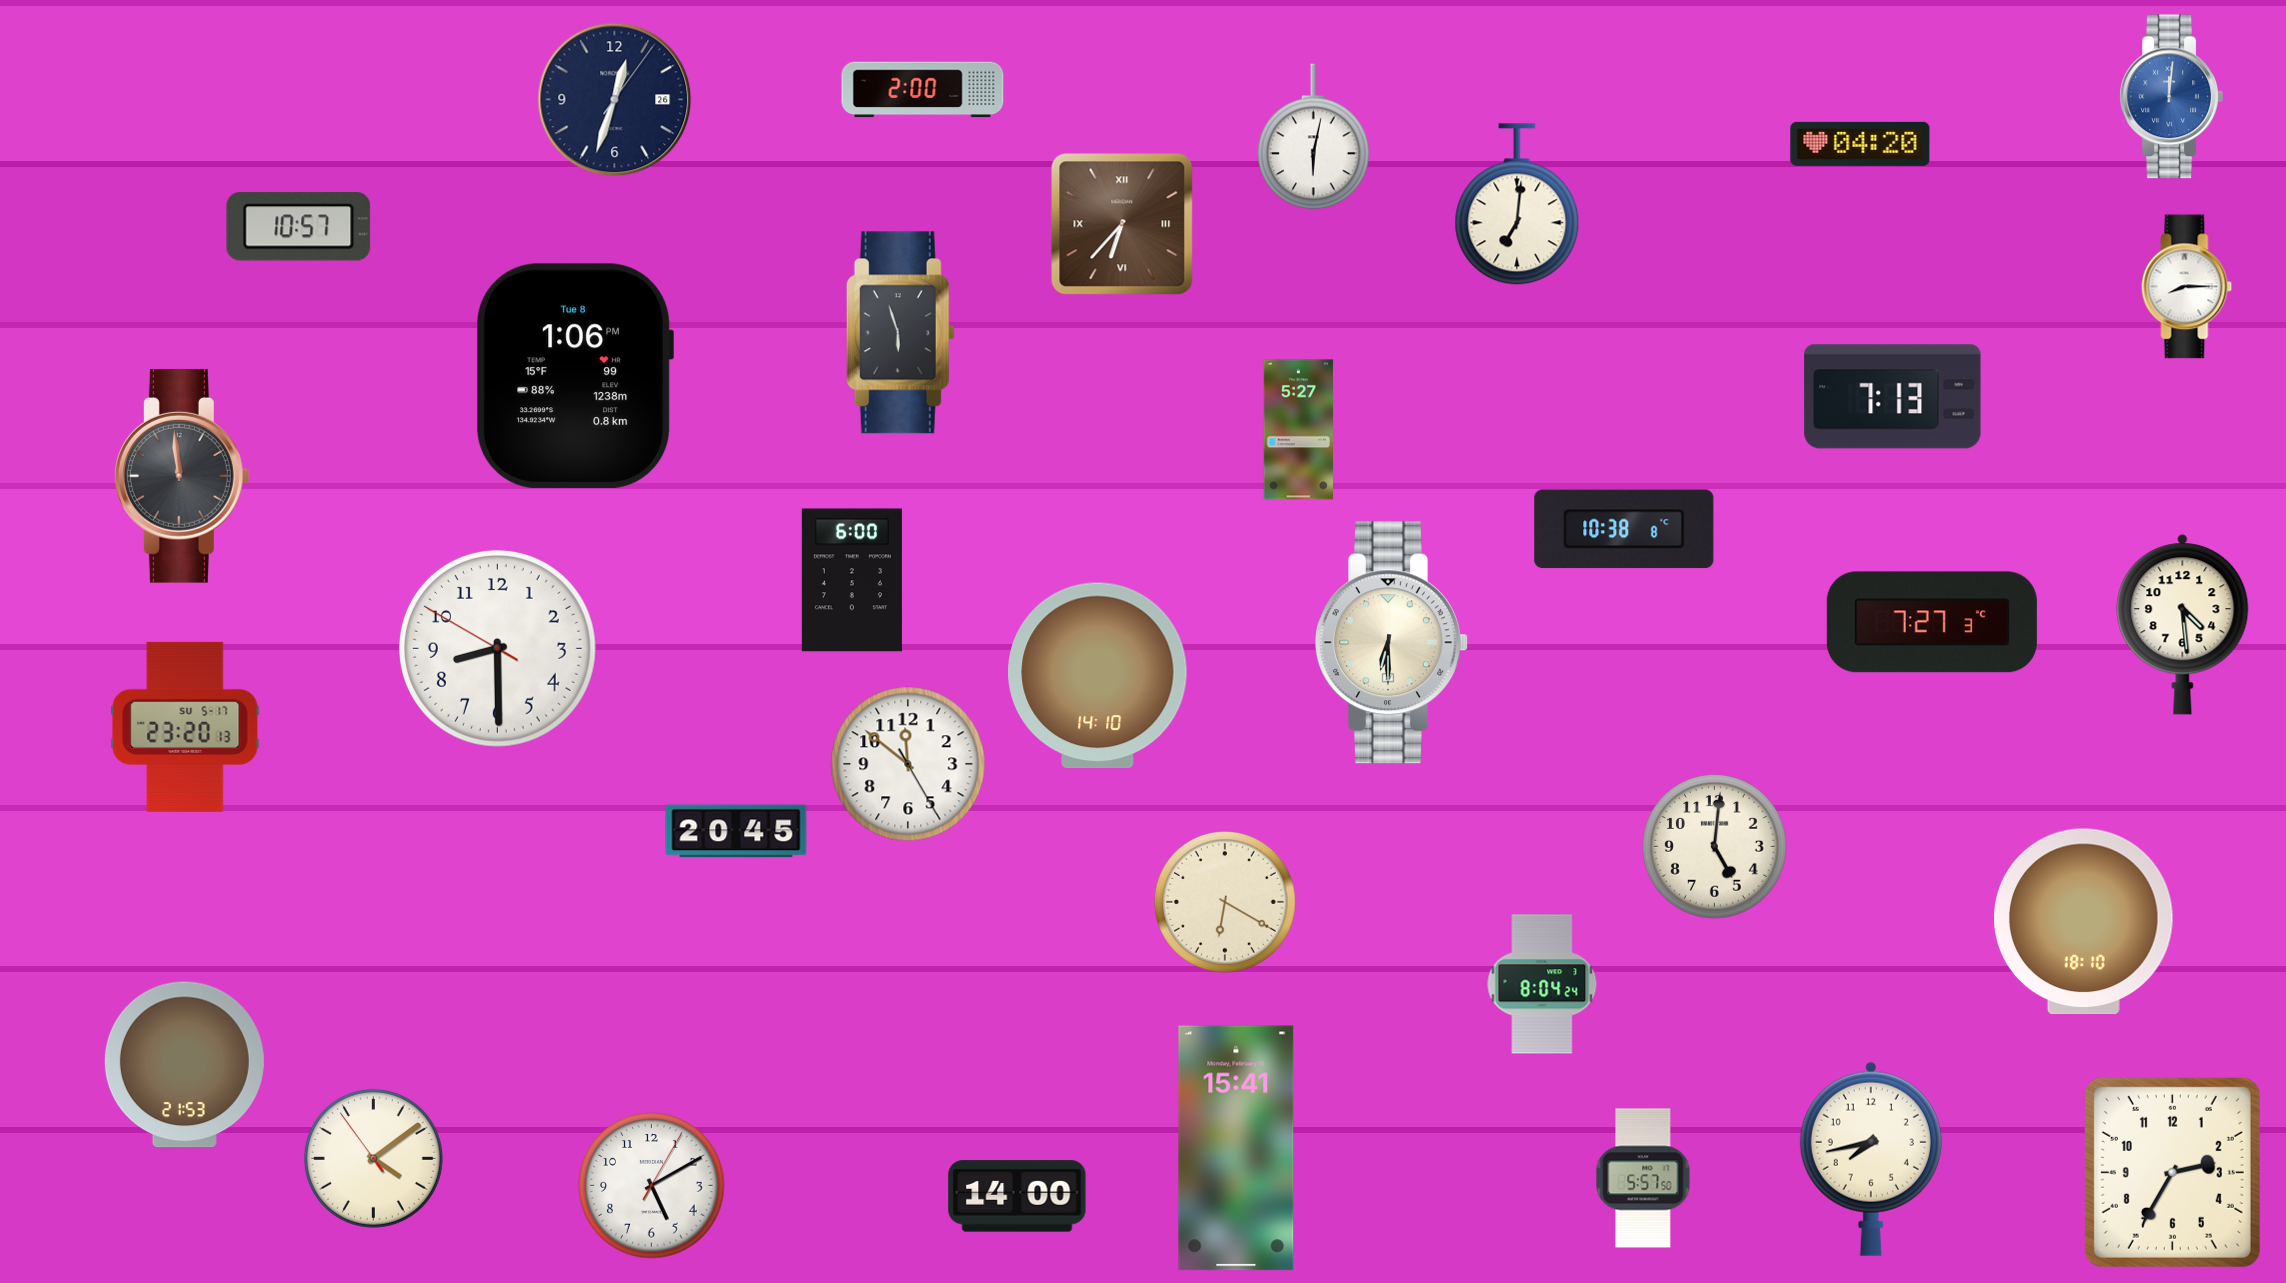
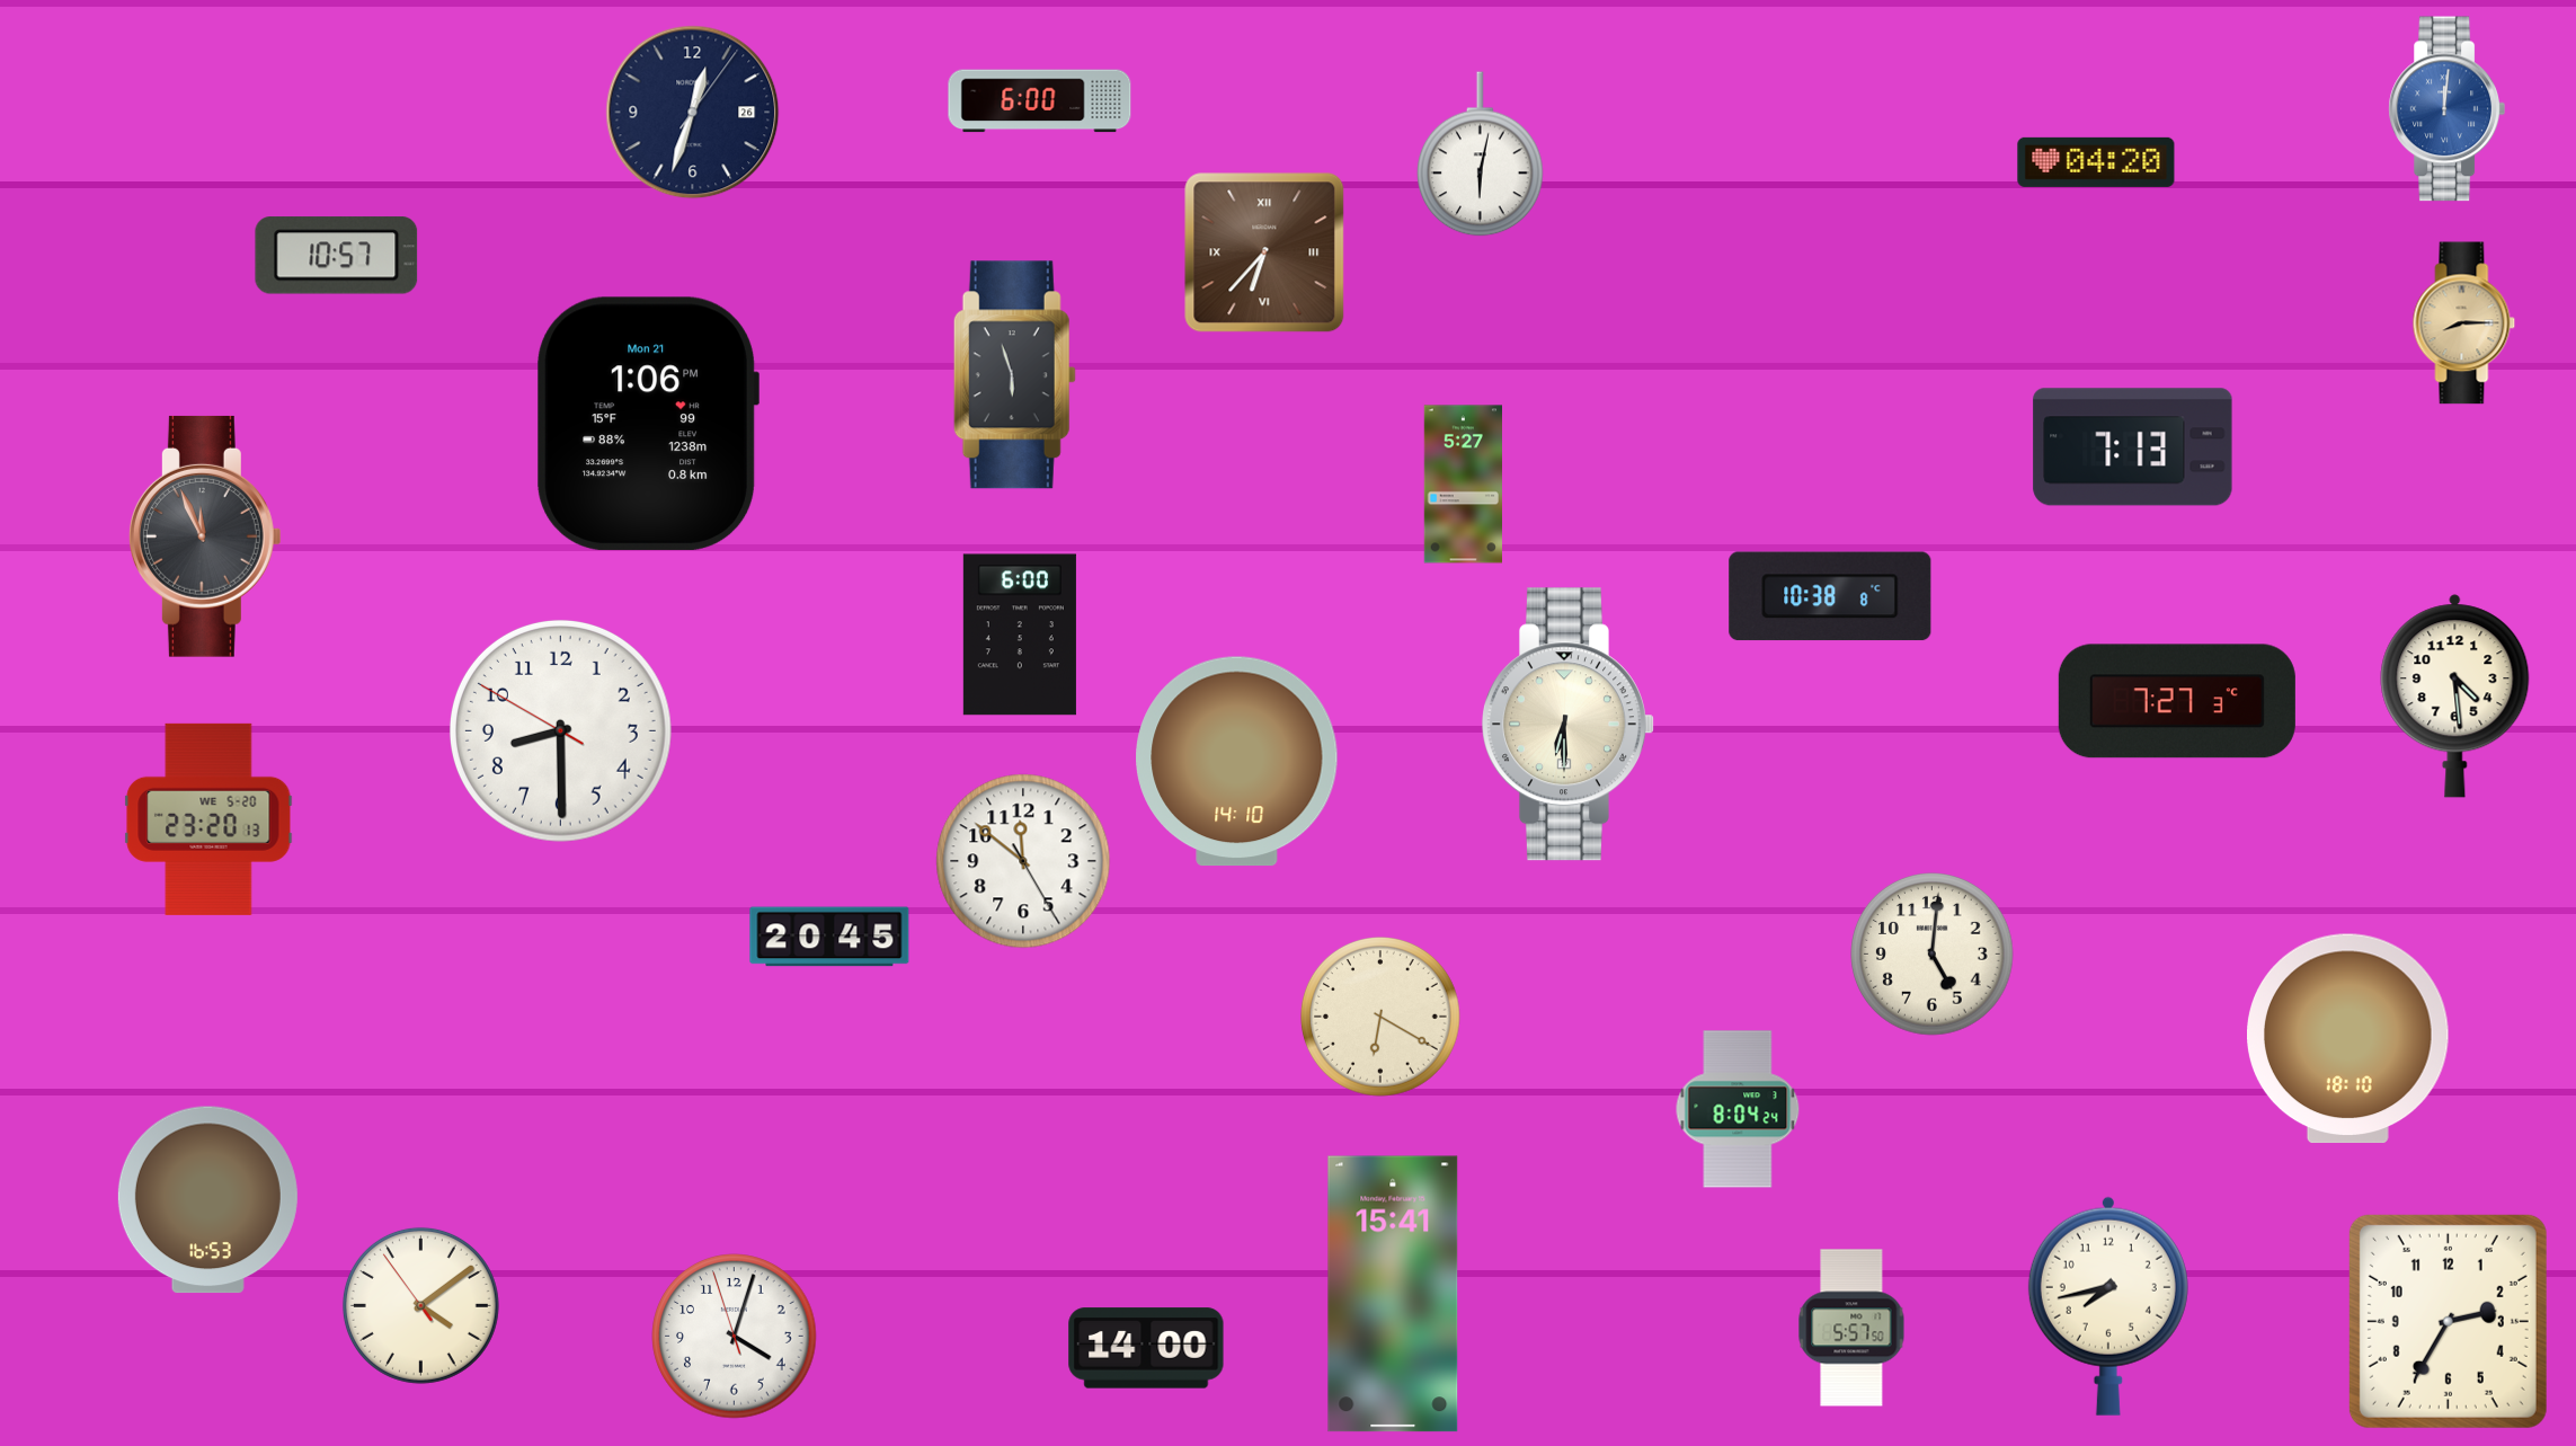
clock at (923, 90): 2:00 -> 6:00
clock at (1517, 204): 7:01 -> none
clock at (2187, 287) dial: white -> champagne
clock at (574, 376) date: Tue 8 -> Mon 21
clock at (182, 476): 11:59 -> 11:56
clock at (852, 580) position: (852, 580) -> (1020, 635)
clock at (2183, 625) position: (2183, 625) -> (2455, 697)
clock at (185, 727) date: SU 5-17 -> WE 5-20
clock at (184, 1065): 21:53 -> 16:53
clock at (652, 1186): 5:10 -> 4:02
